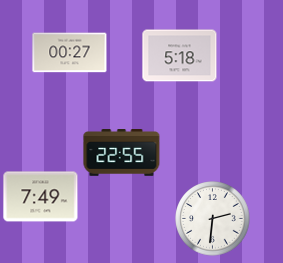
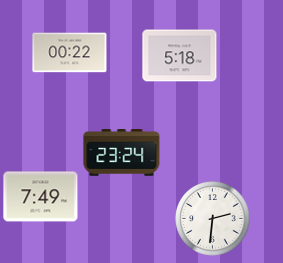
clock at (70, 53): 00:27 -> 00:22
clock at (122, 153): 22:55 -> 23:24
